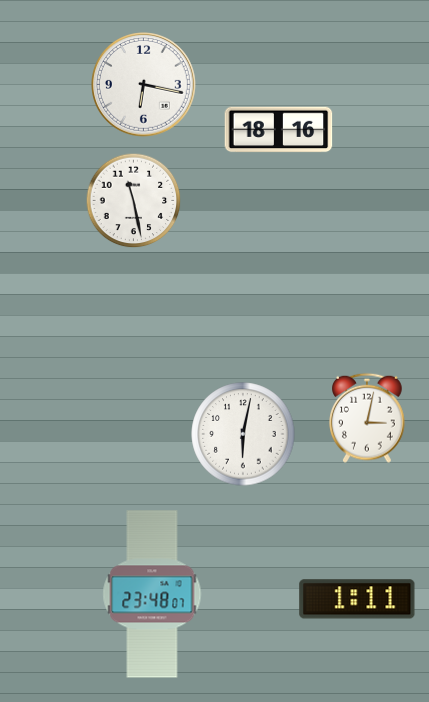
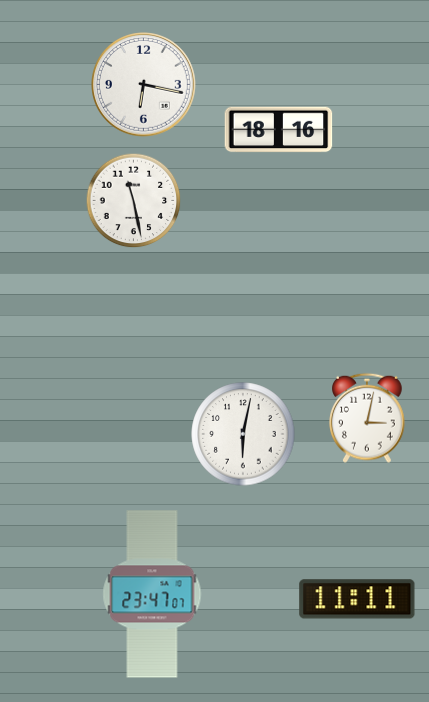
clock at (152, 594): 23:48 -> 23:47
clock at (357, 599): 1:11 -> 11:11
